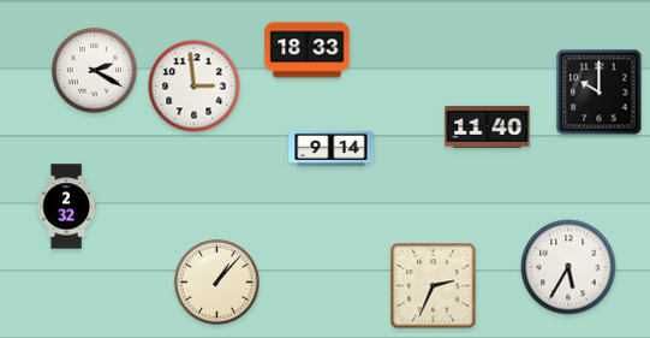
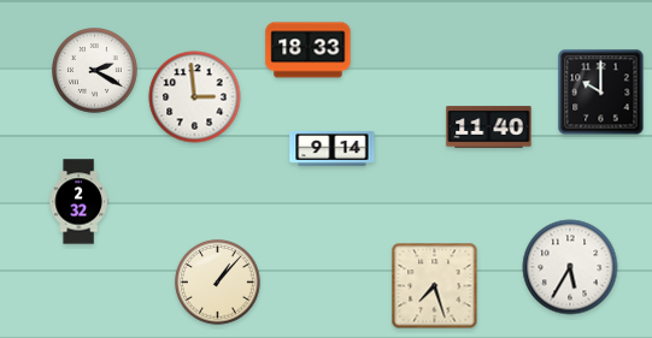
clock at (195, 87) position: (195, 87) -> (195, 97)
clock at (66, 207) position: (66, 207) -> (78, 202)
clock at (434, 286): 2:34 -> 7:27
